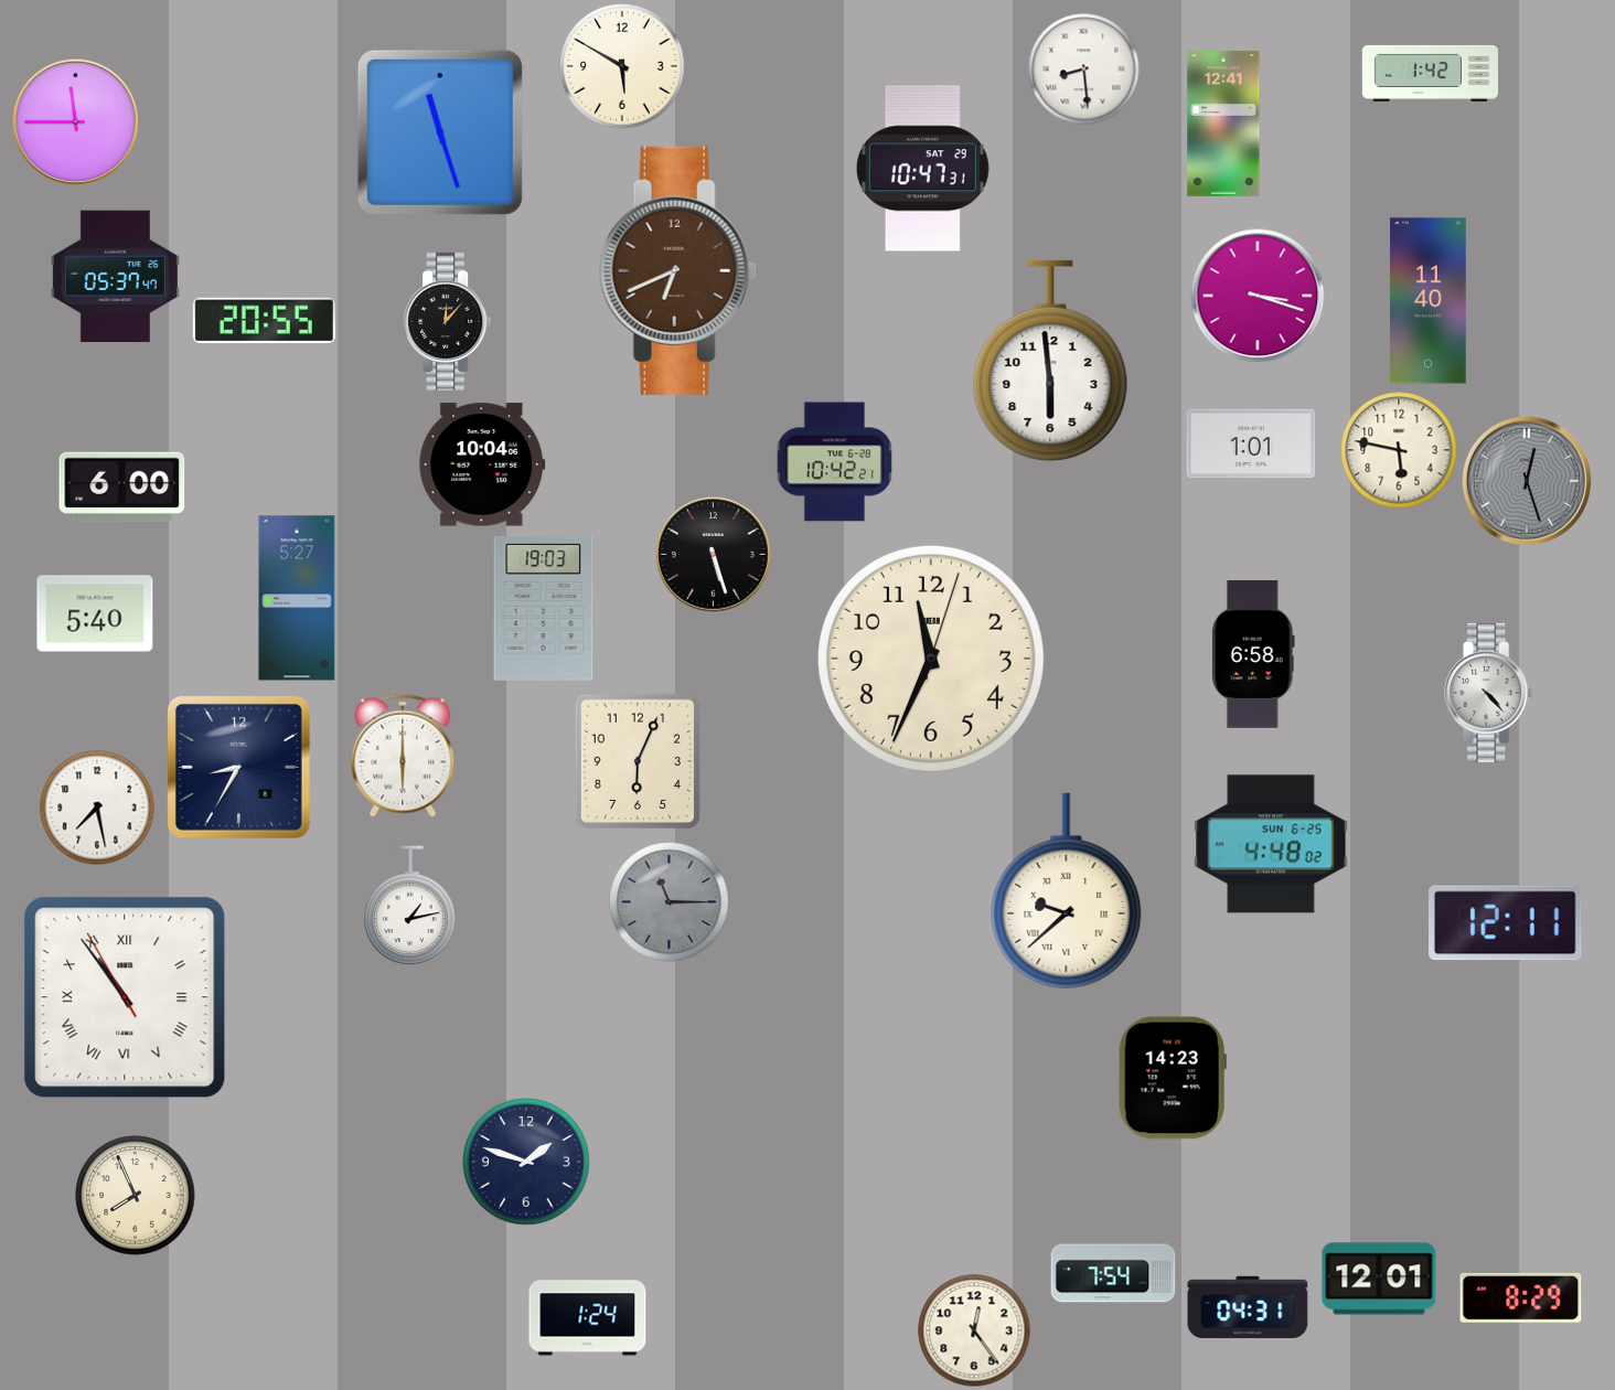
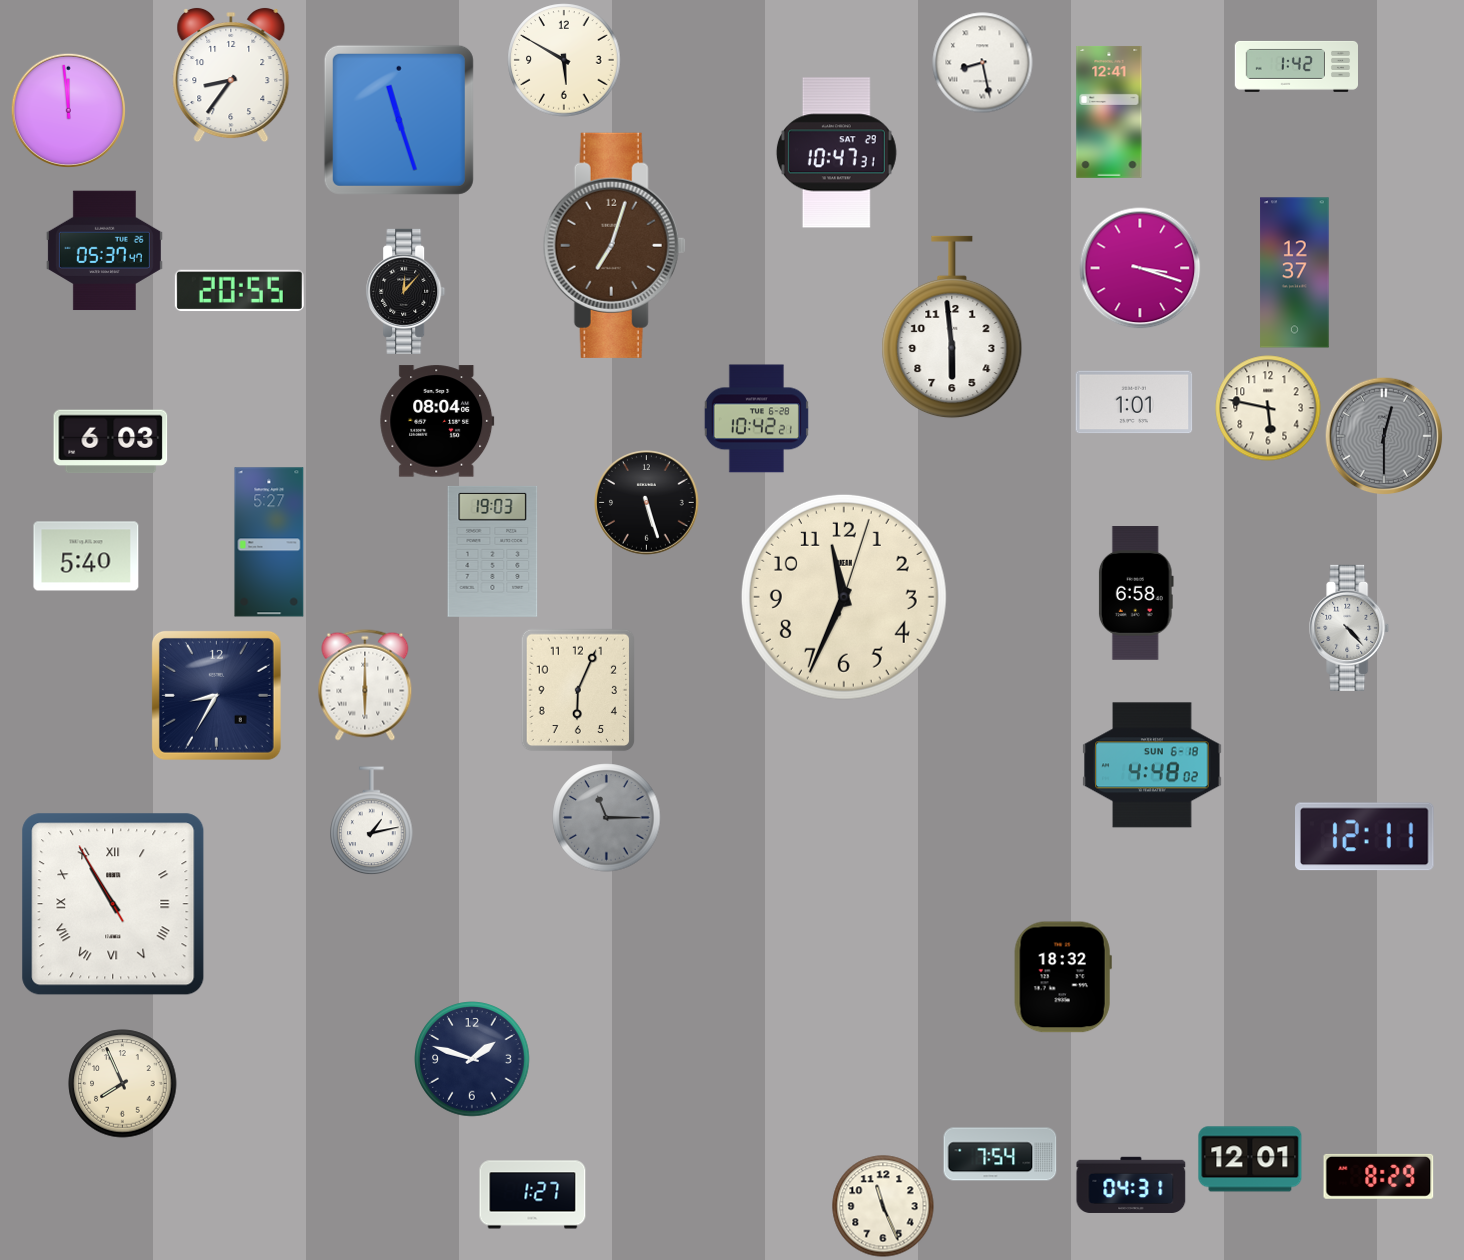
clock at (1084, 69): 8:29 -> 8:28
clock at (231, 75): none -> 8:36
clock at (75, 121): 11:45 -> 11:59
clock at (677, 270): 6:41 -> 7:03
clock at (1429, 301): 11:40 -> 12:37
clock at (482, 464): 10:04 -> 08:04
clock at (1527, 481): 12:27 -> 12:30
clock at (122, 488): 6:00 -> 6:03
clock at (97, 808): 7:28 -> none
clock at (1271, 844) date: SUN 6-25 -> SUN 6-18
clock at (1067, 890): 9:38 -> none
clock at (125, 997): 10:53 -> 10:54
clock at (1173, 1078): 14:23 -> 18:32
clock at (526, 1162) position: (526, 1162) -> (472, 1059)
clock at (1113, 1273) position: (1113, 1273) -> (1000, 1154)
clock at (588, 1318): 1:24 -> 1:27
clock at (974, 1330): 12:24 -> 11:26
